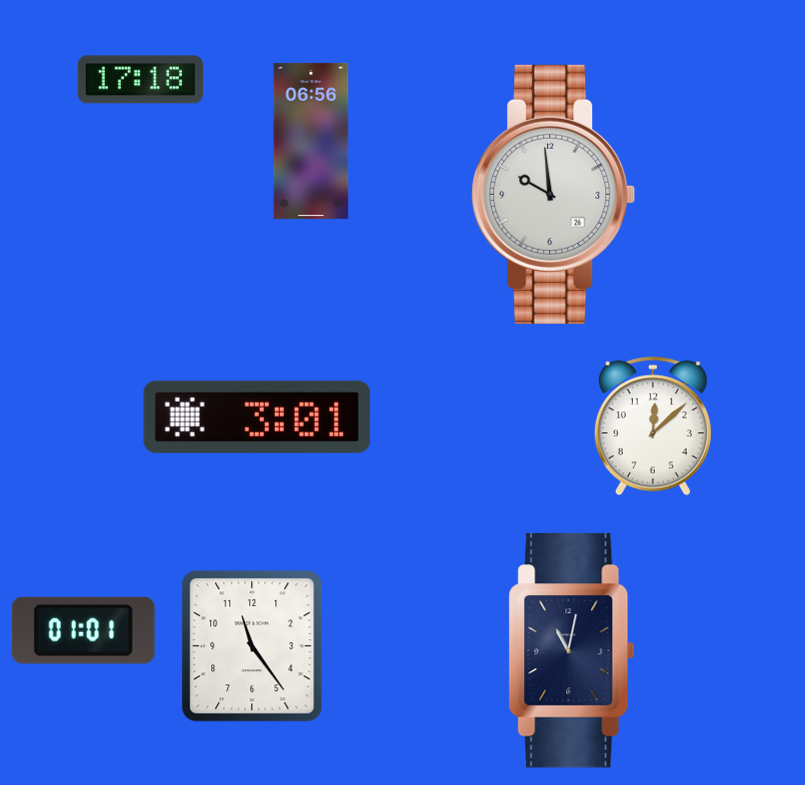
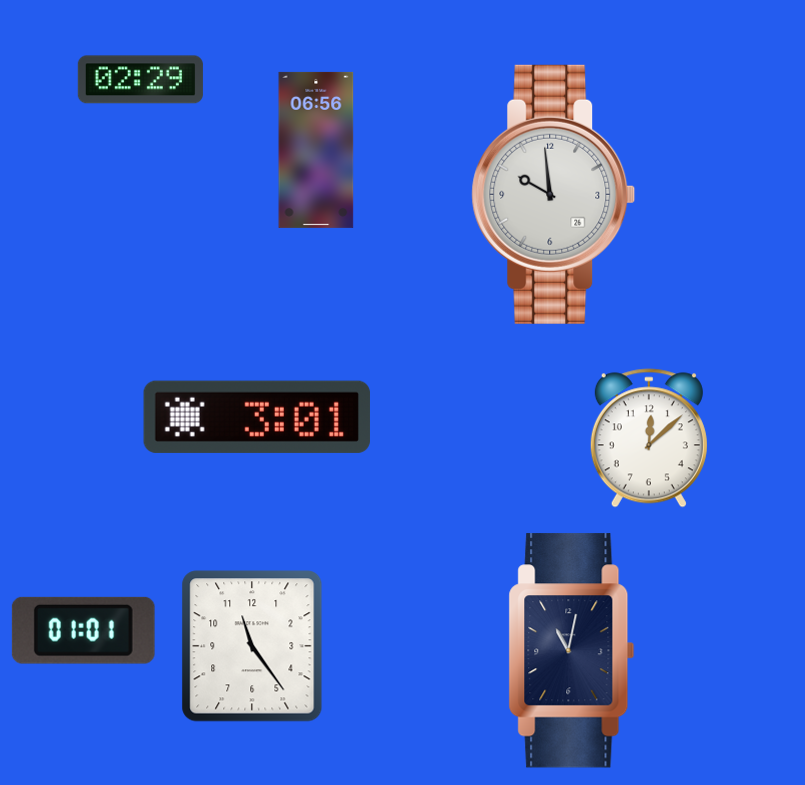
clock at (140, 80): 17:18 -> 02:29
clock at (311, 141) position: (311, 141) -> (316, 150)
clock at (653, 426) position: (653, 426) -> (649, 438)
